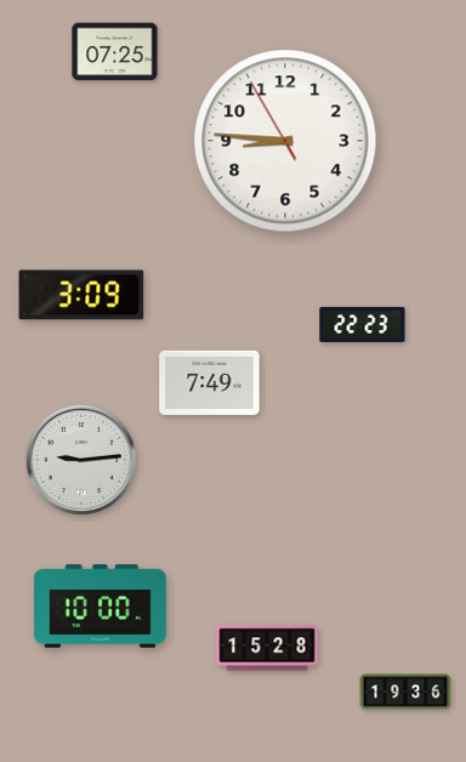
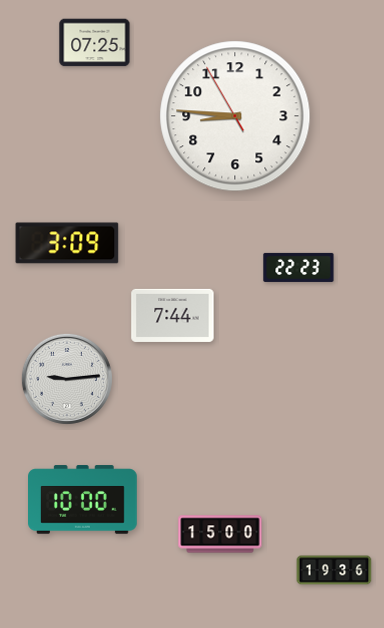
clock at (210, 382): 7:49 -> 7:44
clock at (267, 648): 15:28 -> 15:00
